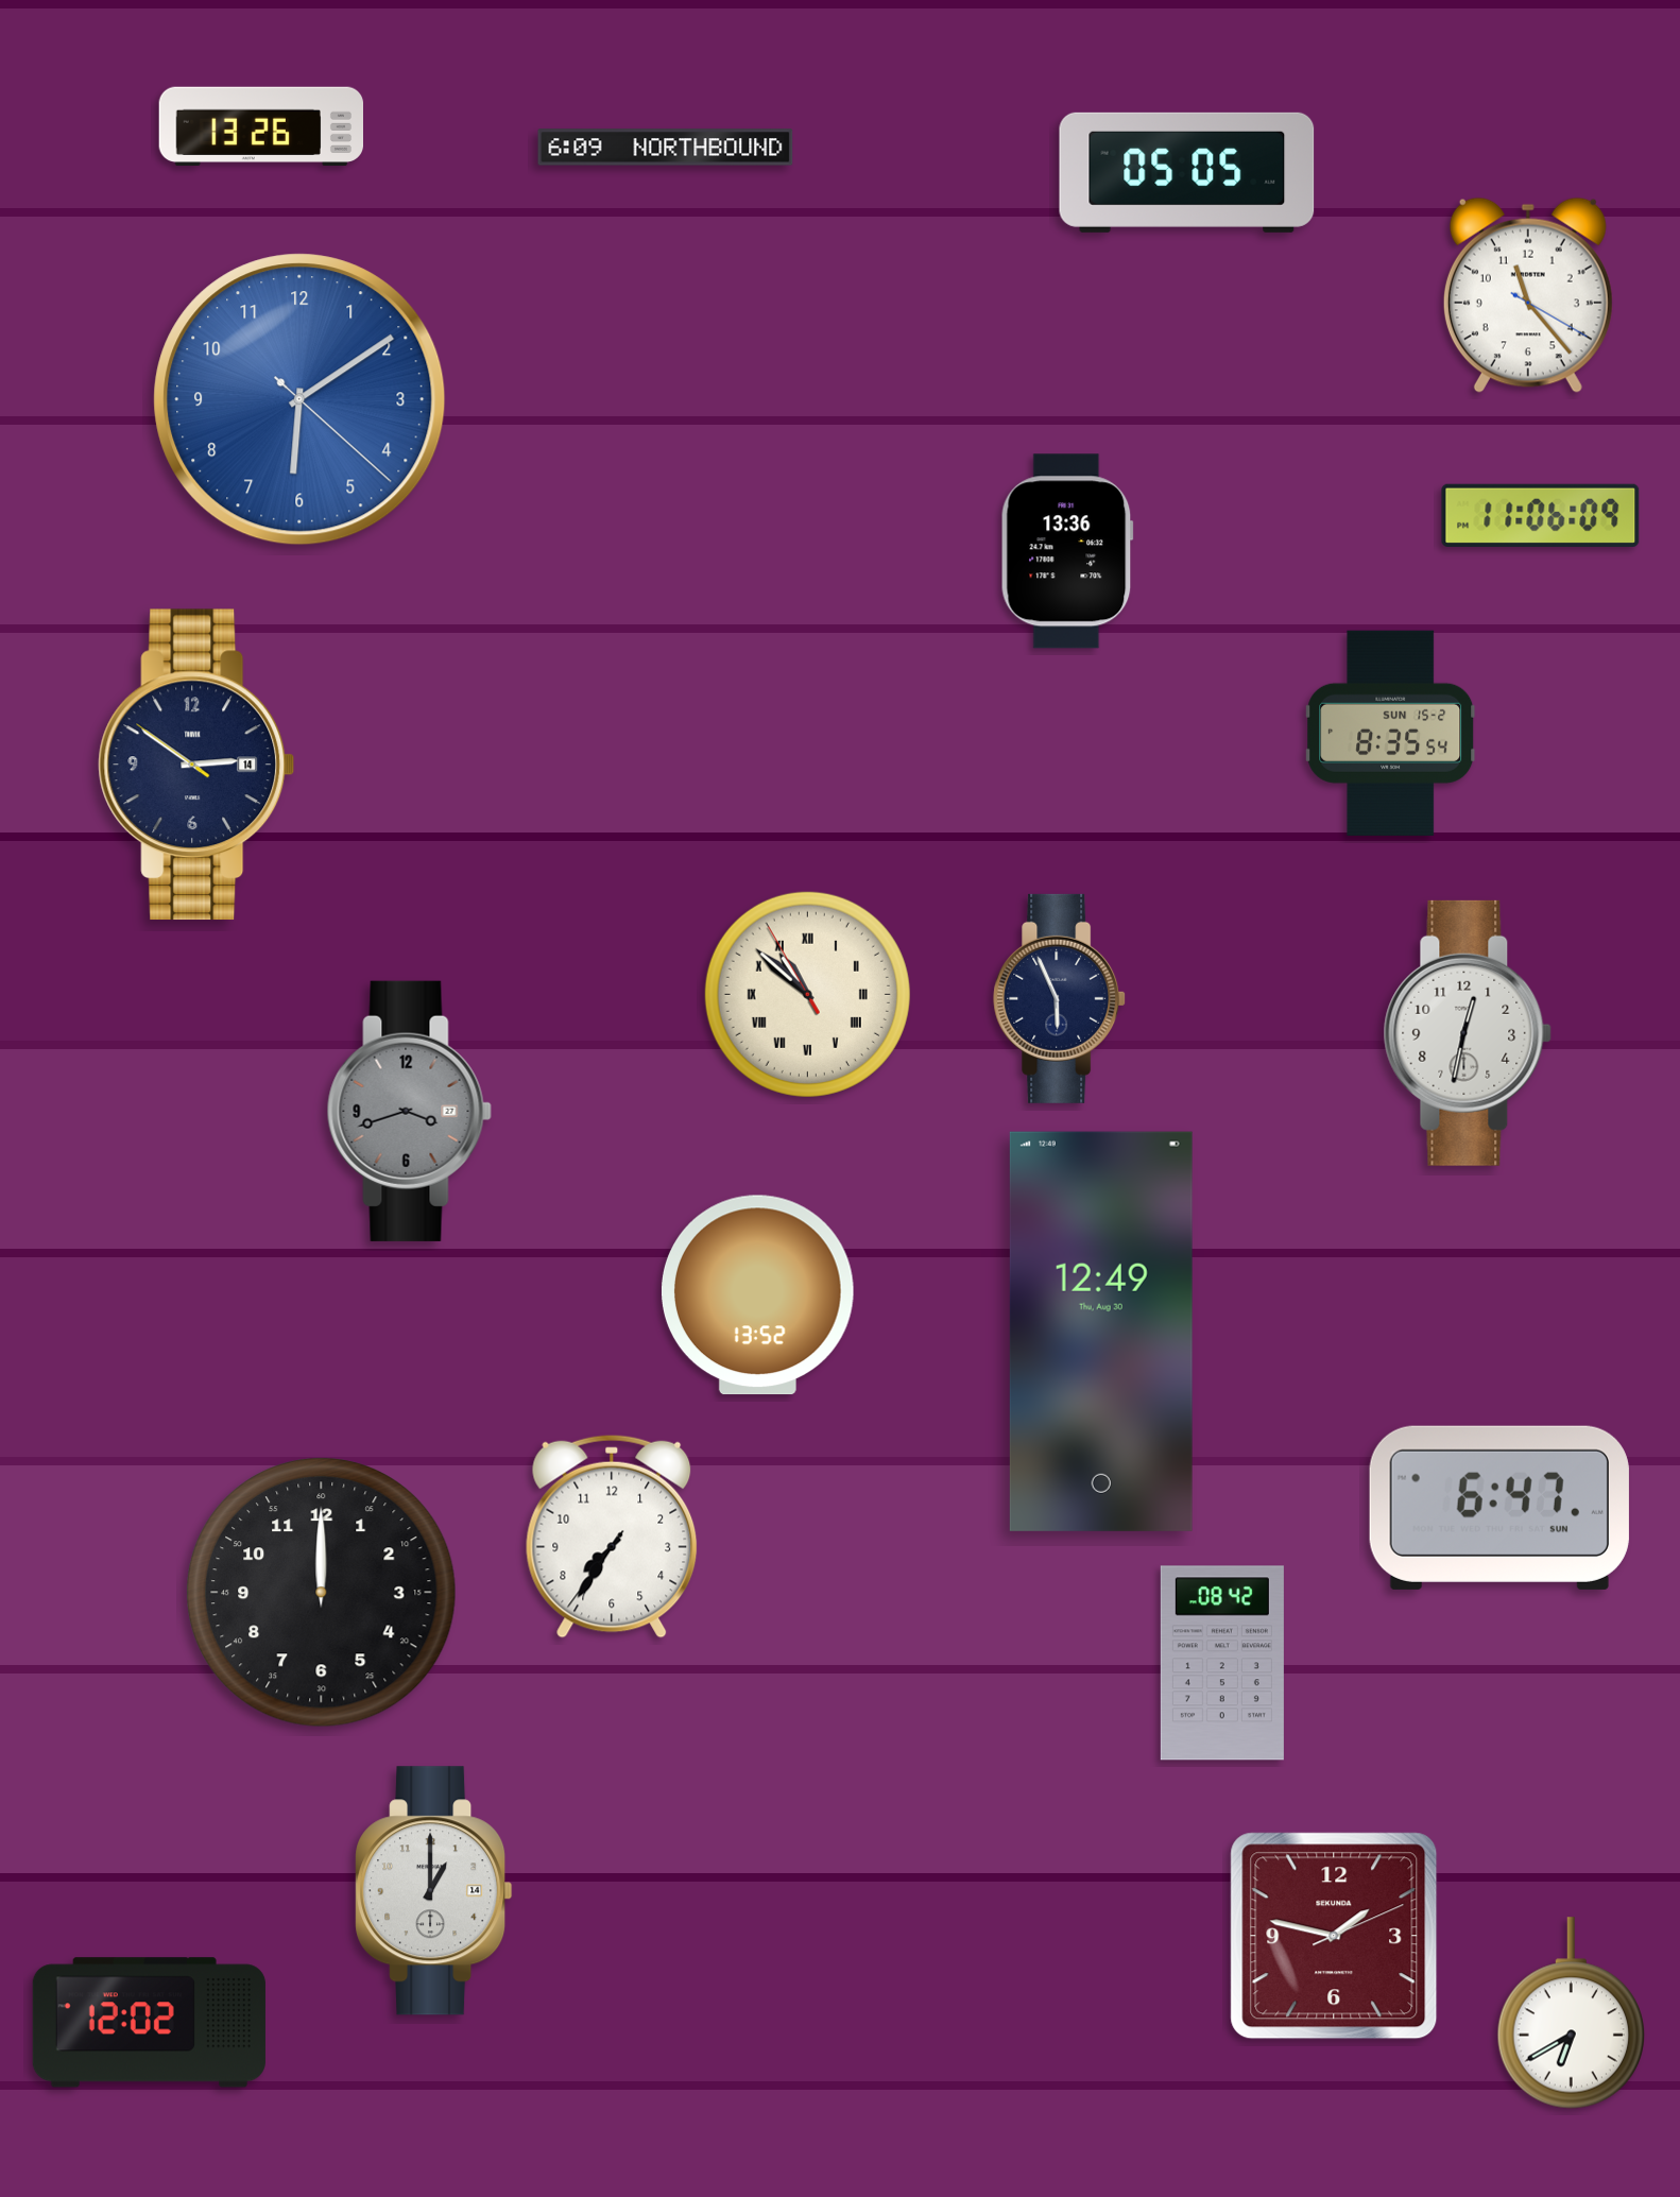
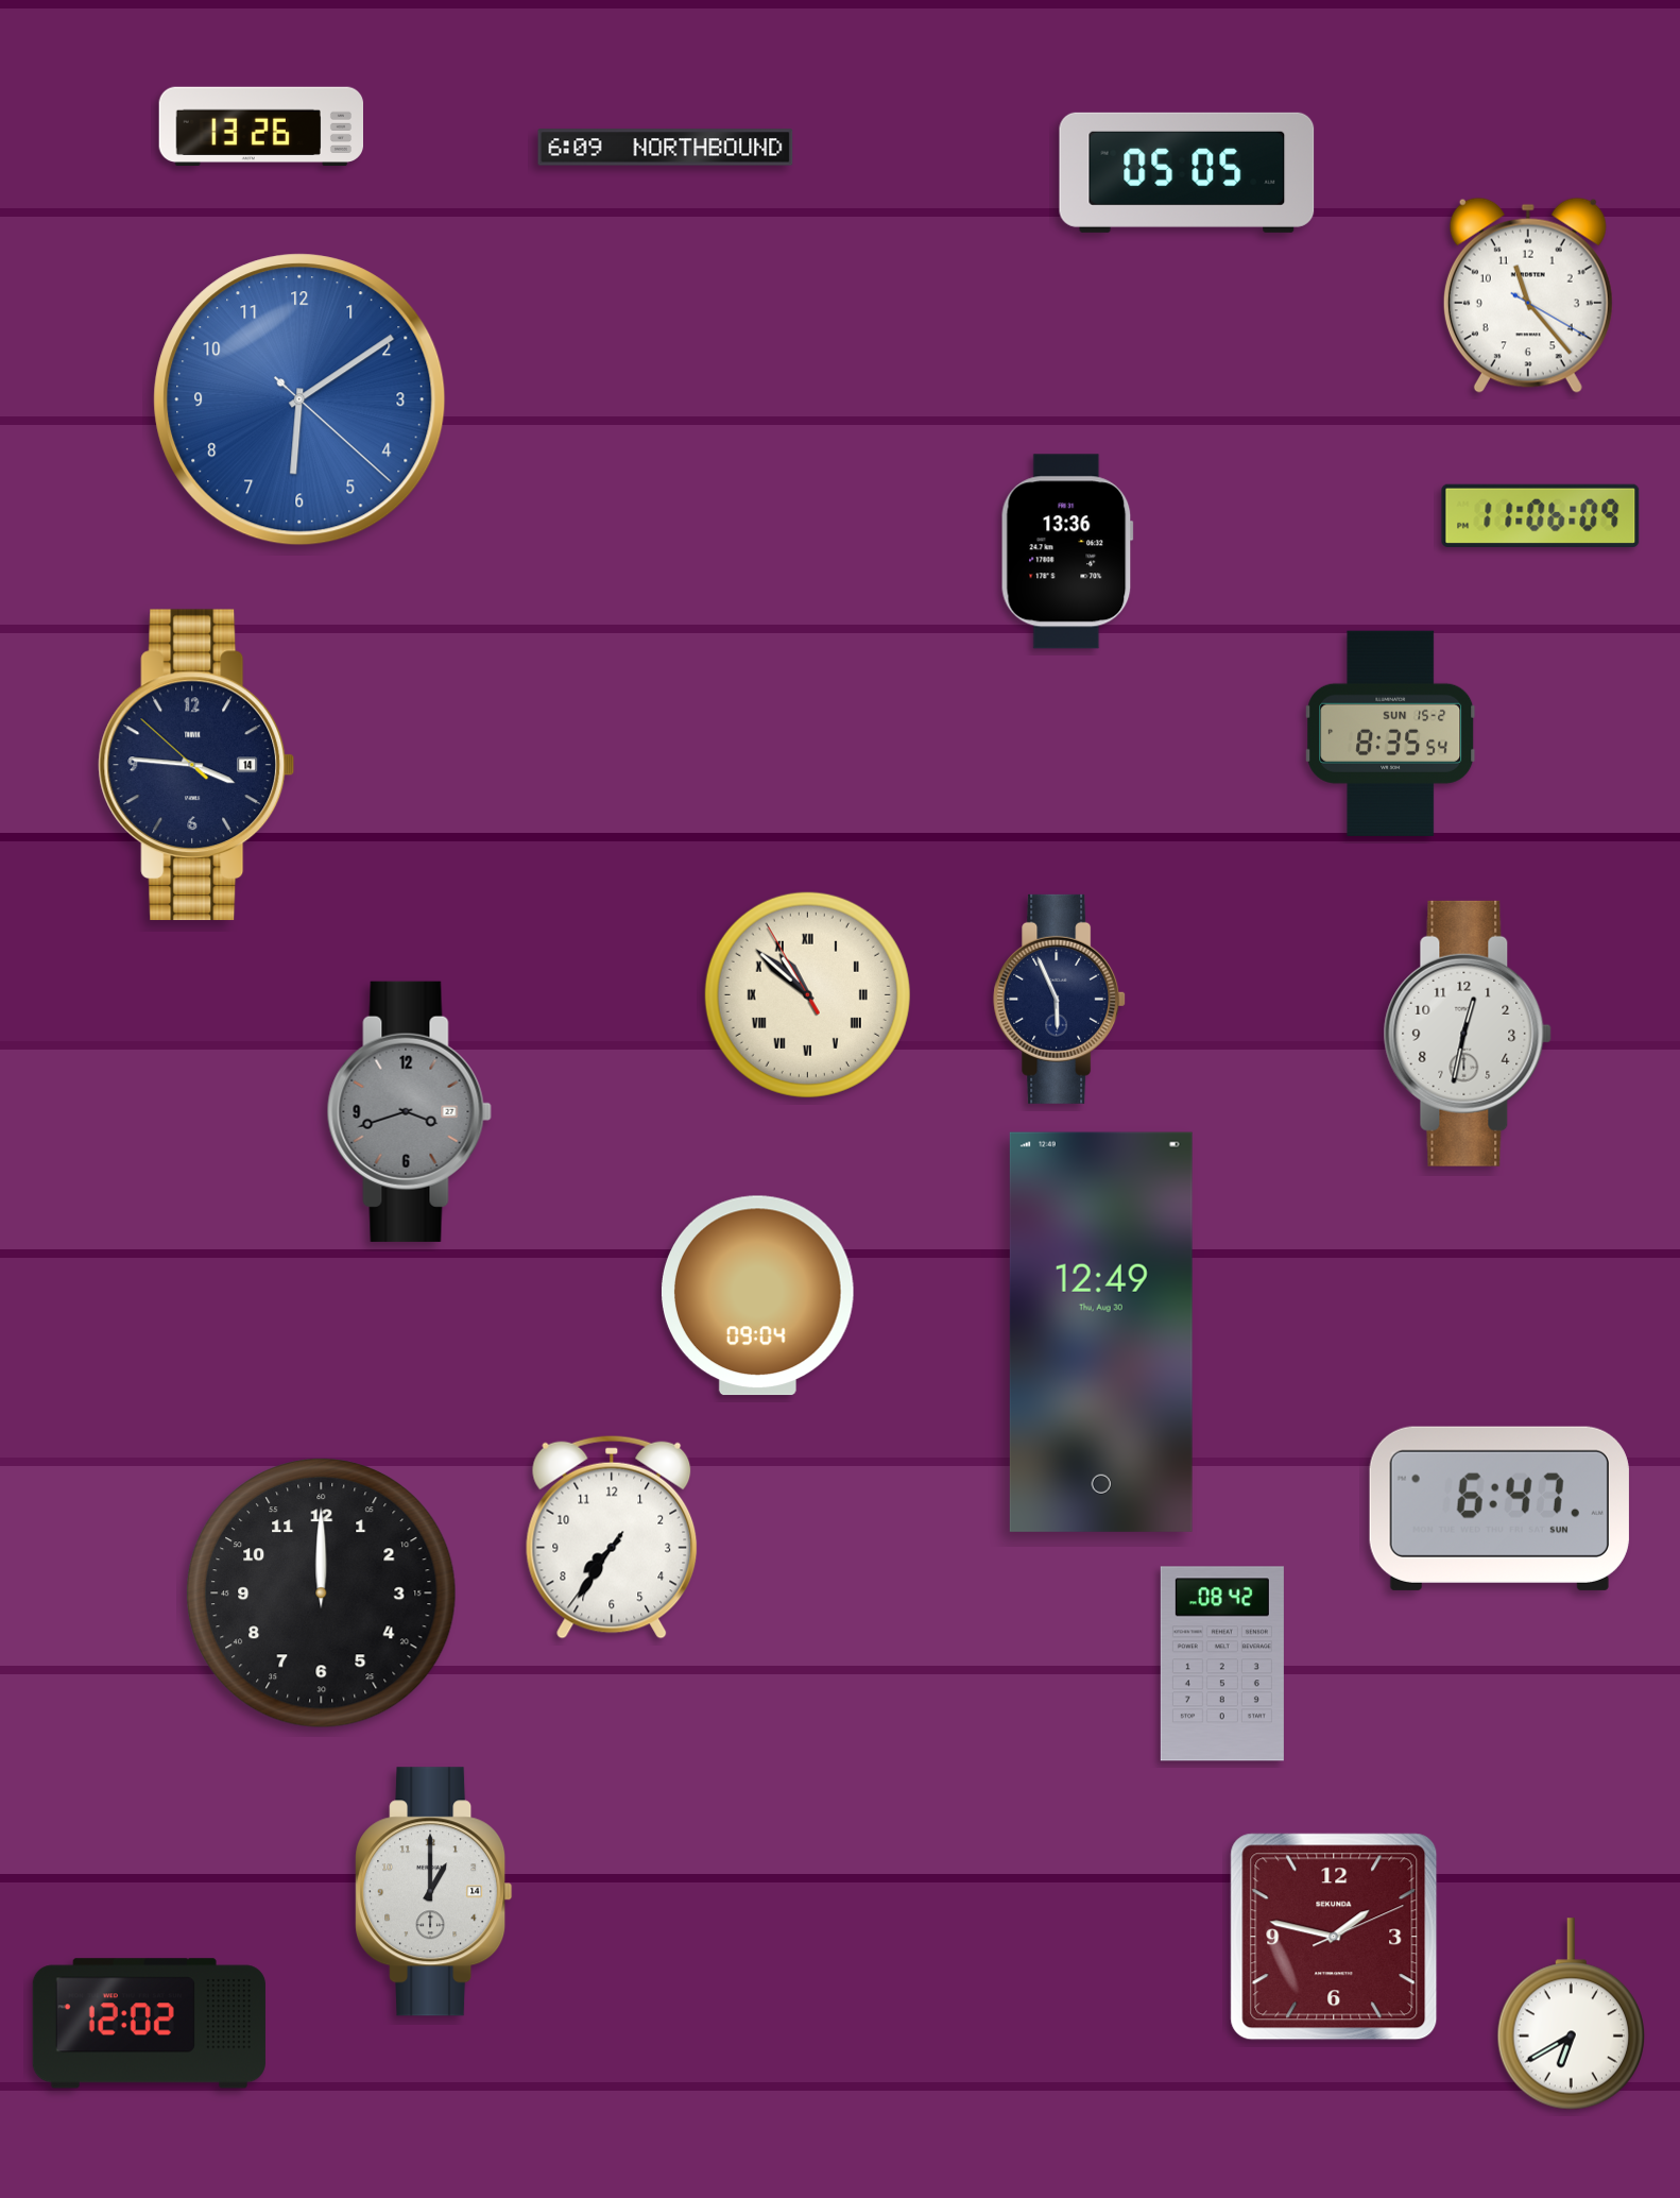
clock at (196, 765): 2:50 -> 3:45
clock at (757, 1295): 13:52 -> 09:04
